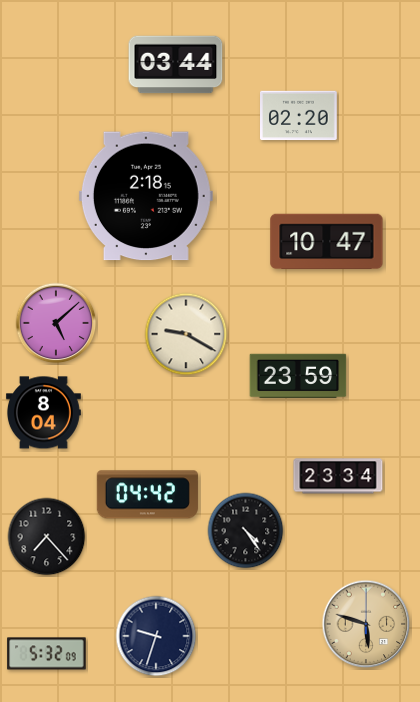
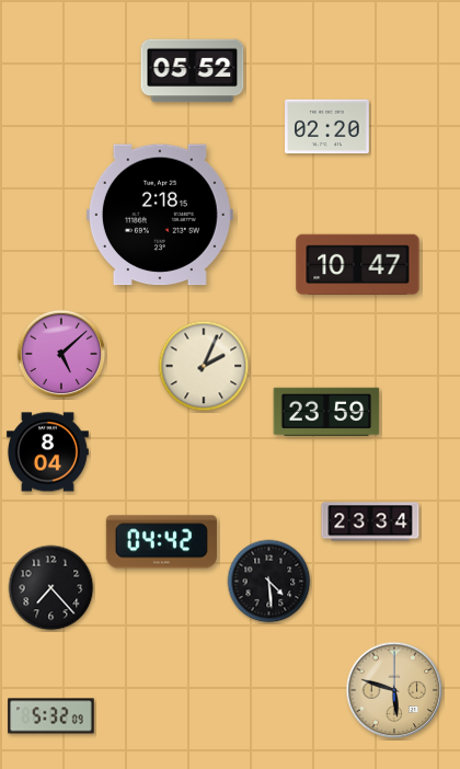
clock at (176, 65): 03:44 -> 05:52
clock at (186, 334): 9:20 -> 2:04
clock at (246, 531): 4:24 -> 4:29
clock at (366, 624) position: (366, 624) -> (394, 690)
clock at (156, 636): 9:33 -> none
